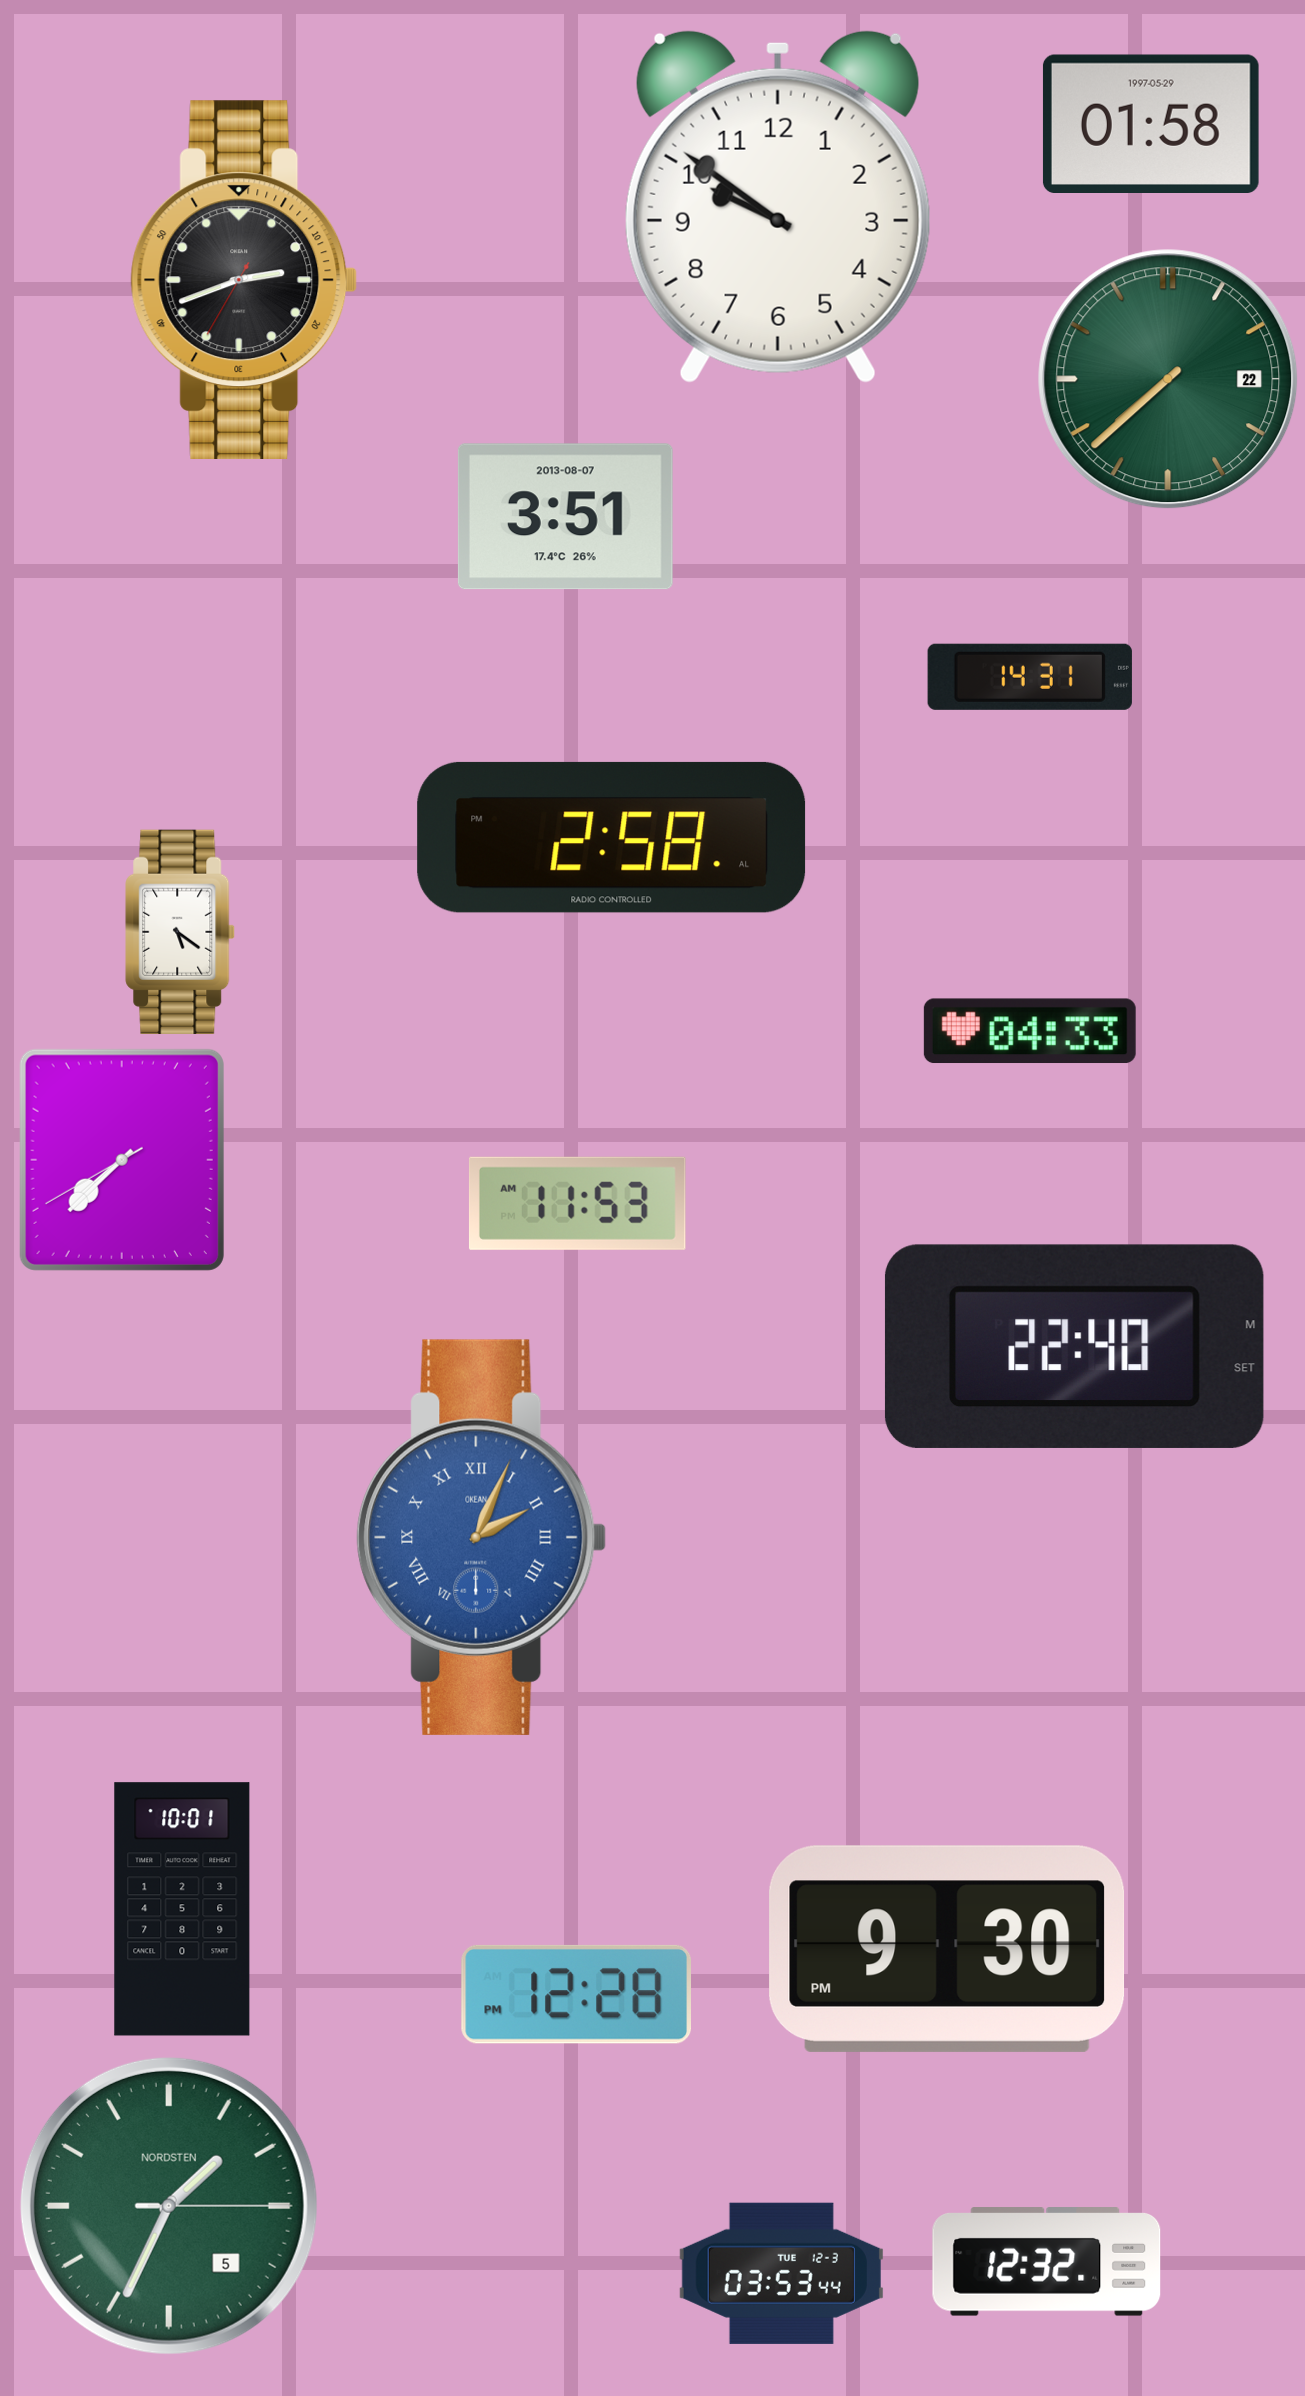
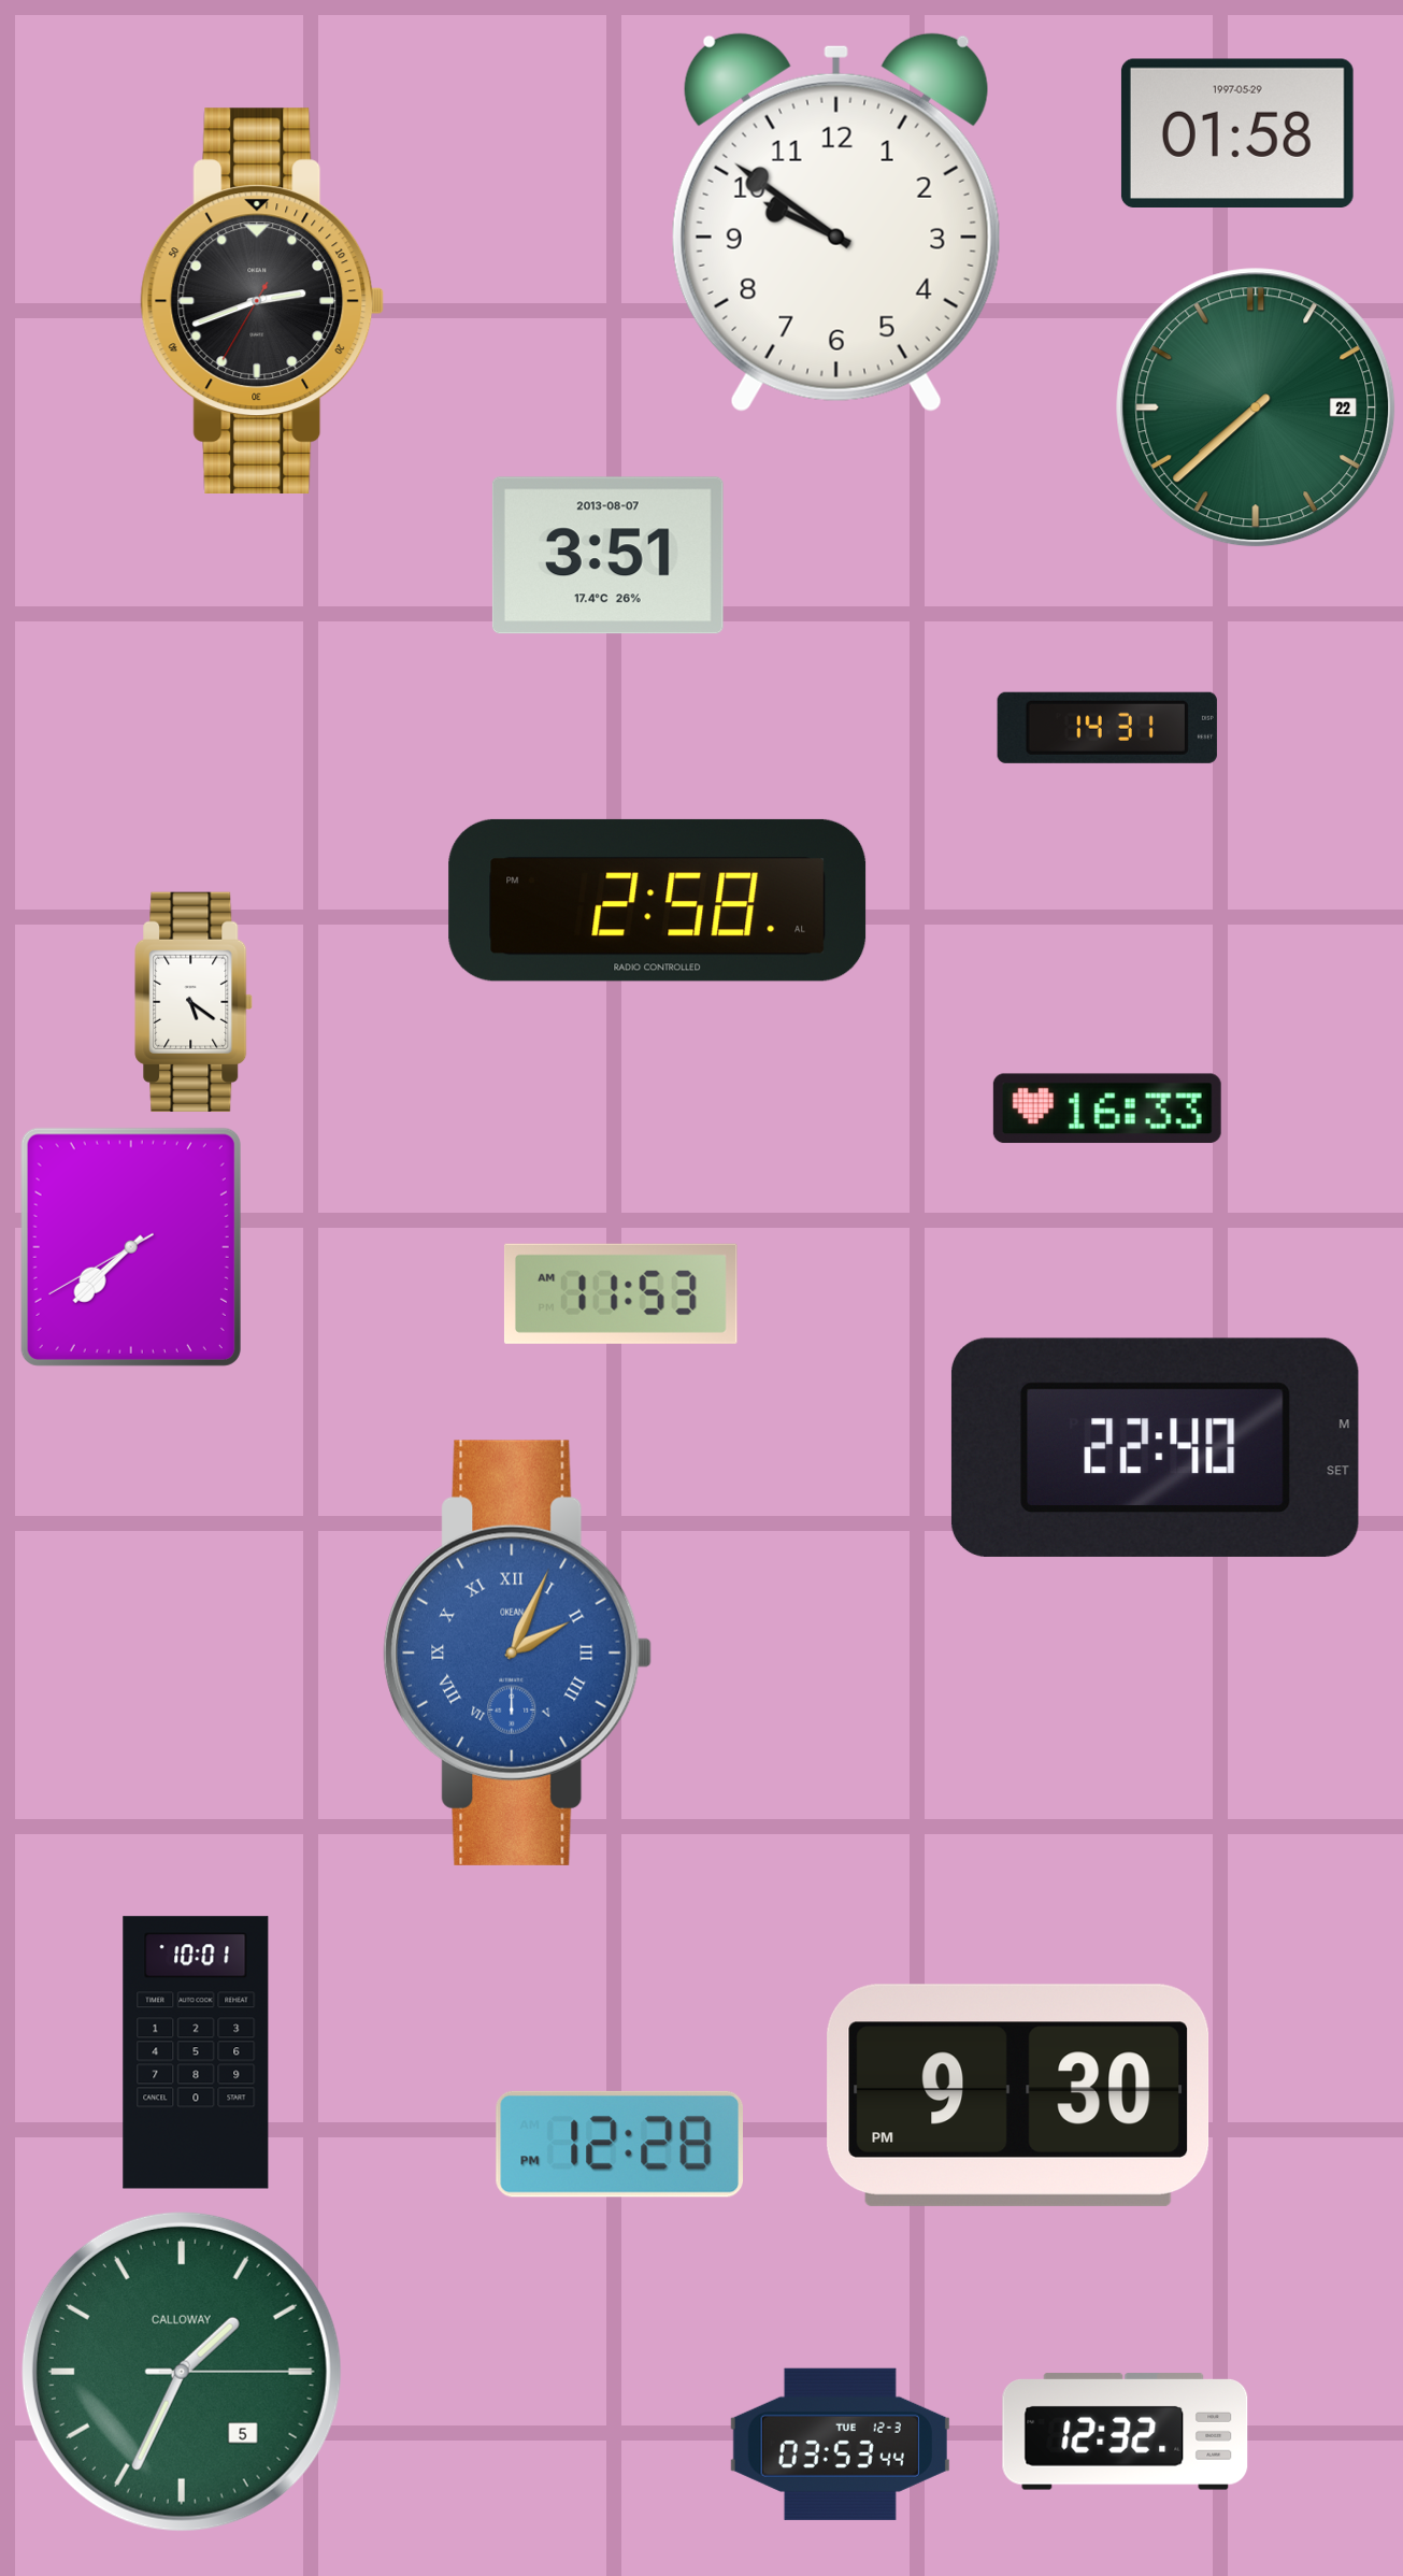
clock at (1030, 1031): 04:33 -> 16:33
clock at (169, 2206) brand: NORDSTEN -> CALLOWAY
